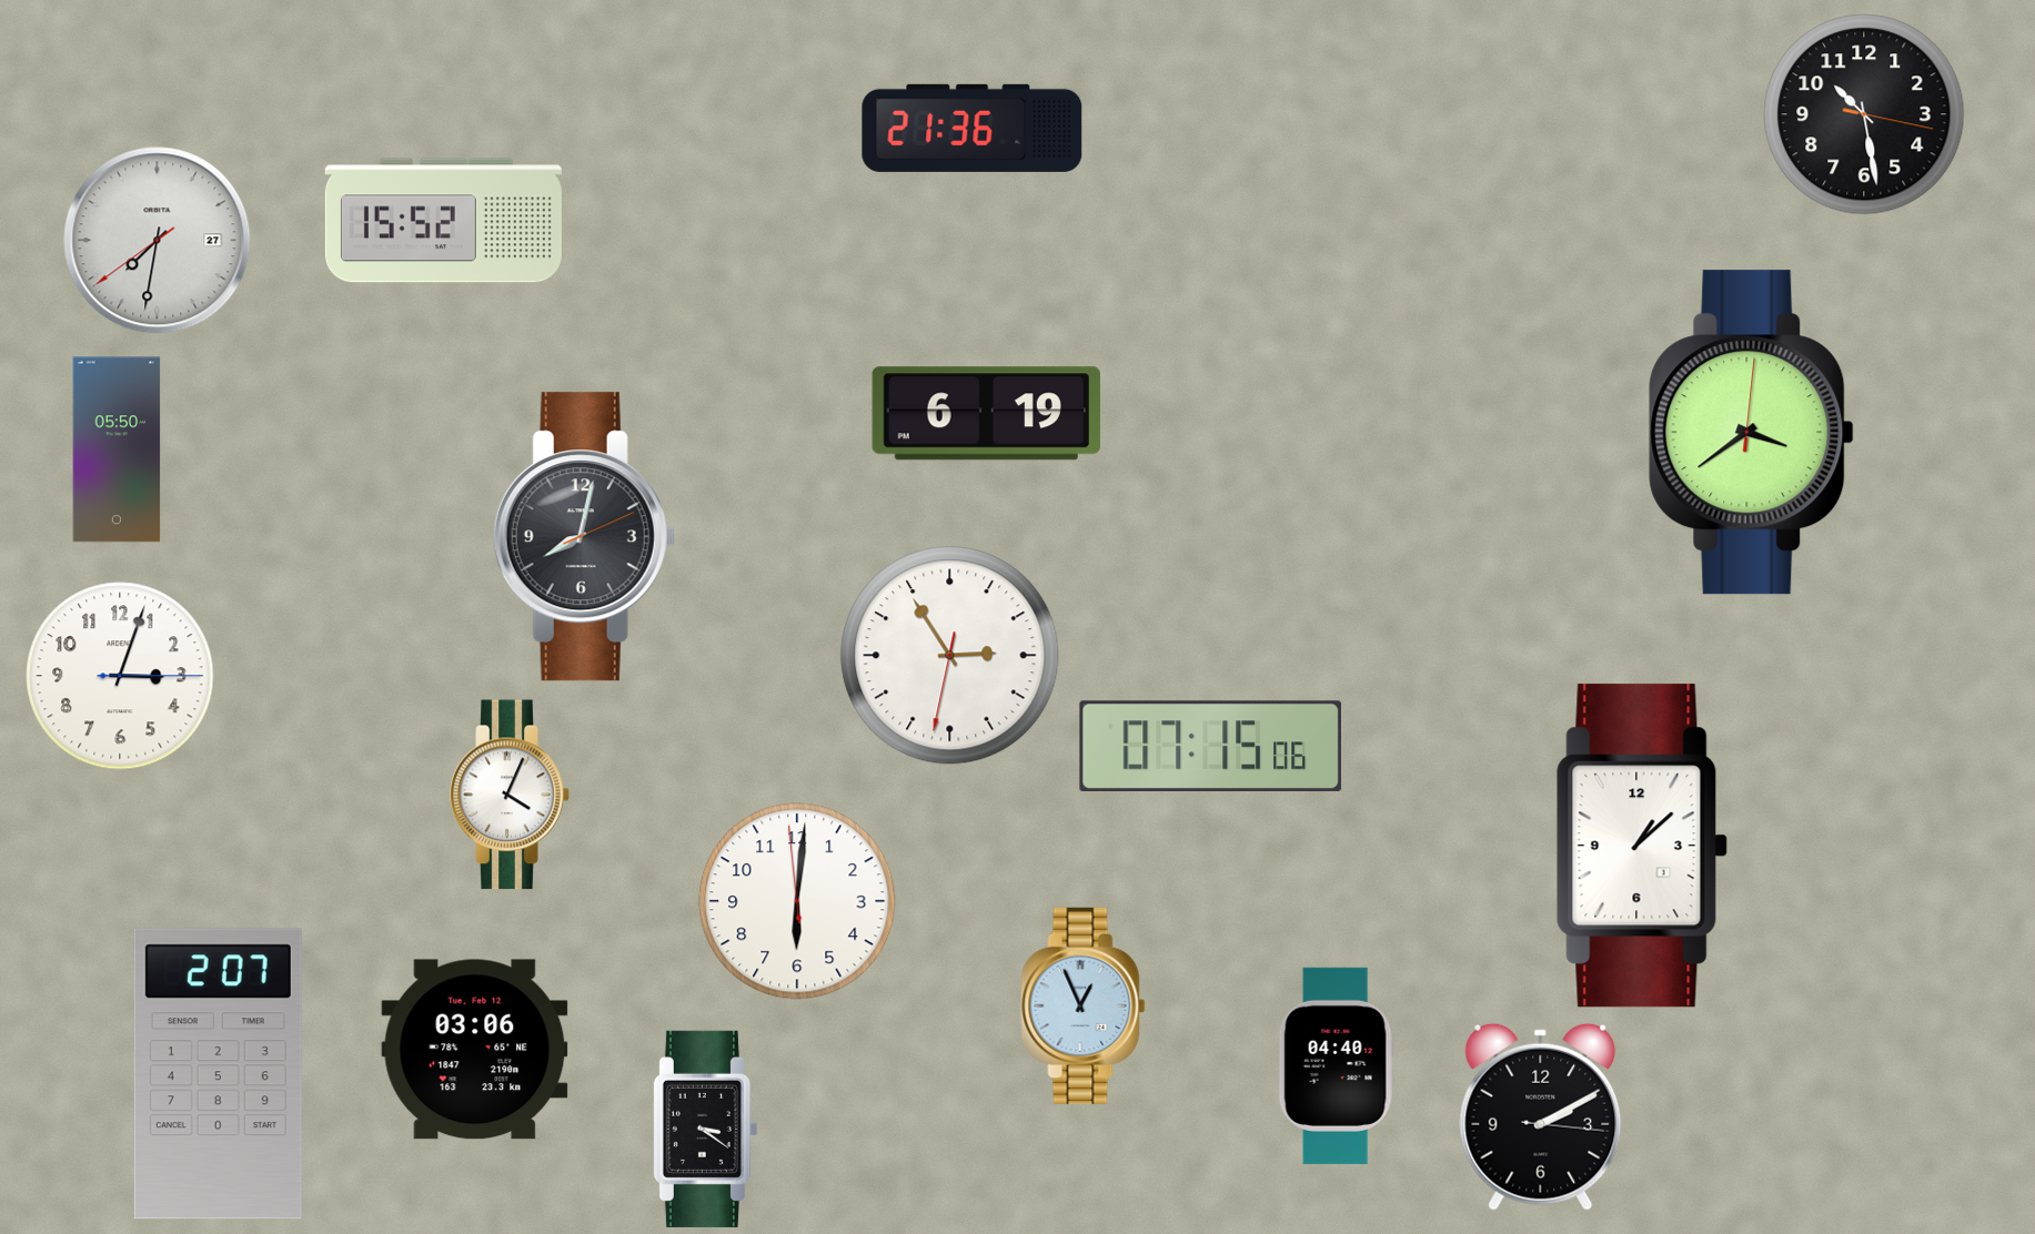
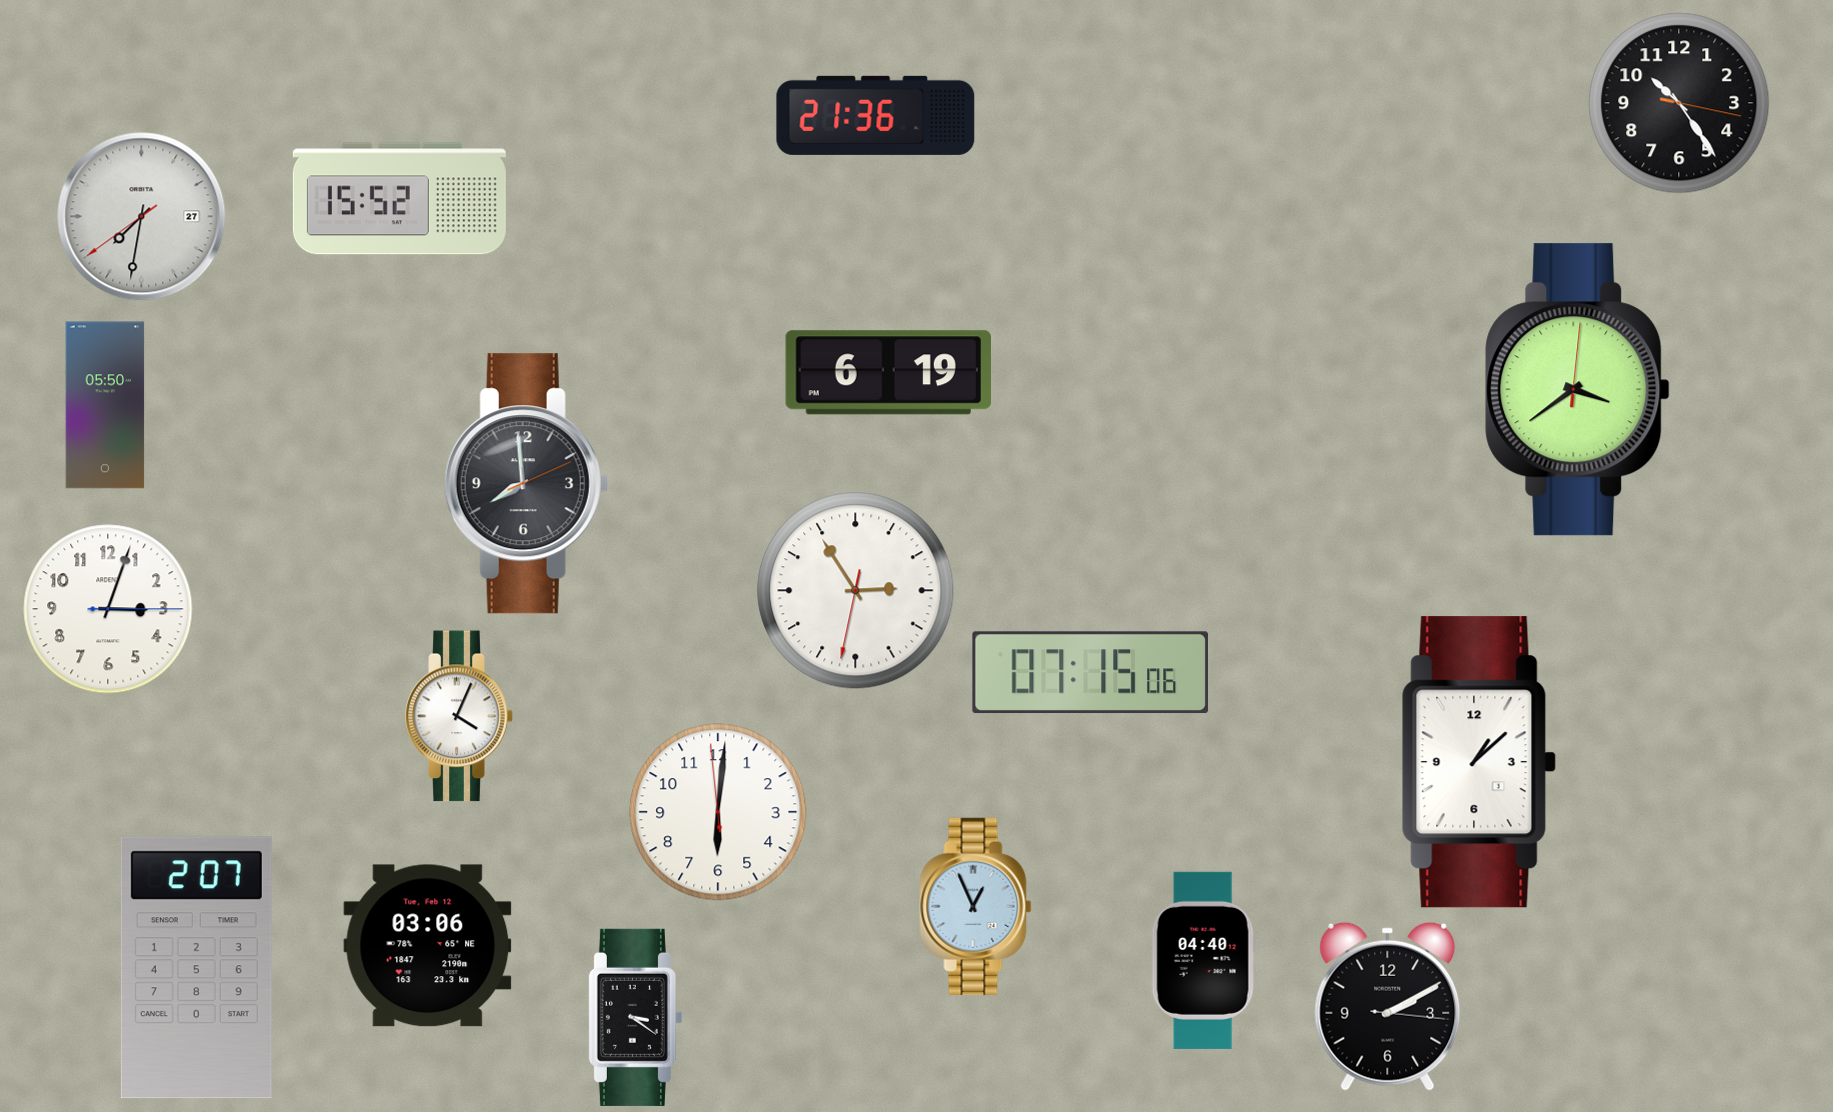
clock at (1864, 114): 10:28 -> 10:24
clock at (584, 537): 8:02 -> 7:59
